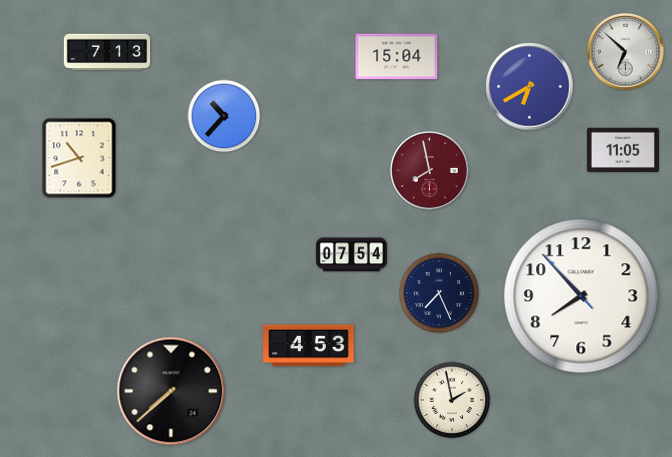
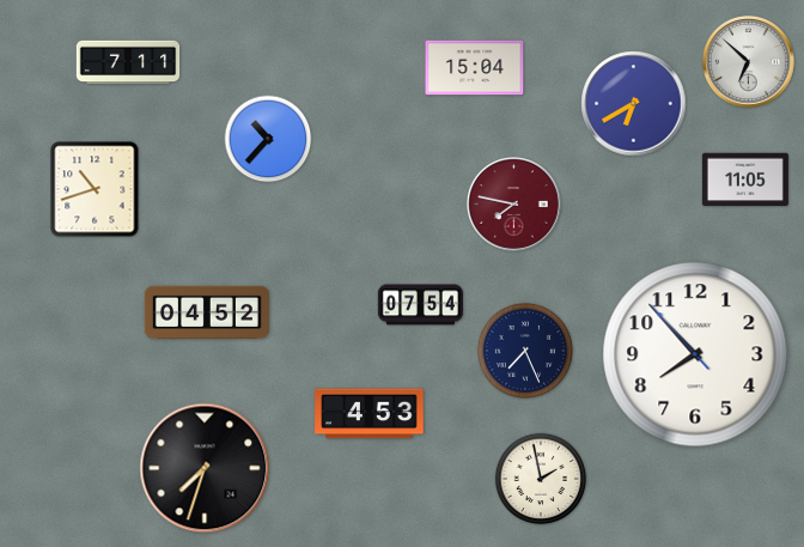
clock at (107, 52): 7:13 -> 7:11
clock at (429, 170): 7:58 -> 7:47
clock at (207, 312): none -> 04:52
clock at (171, 391): 7:38 -> 7:33
